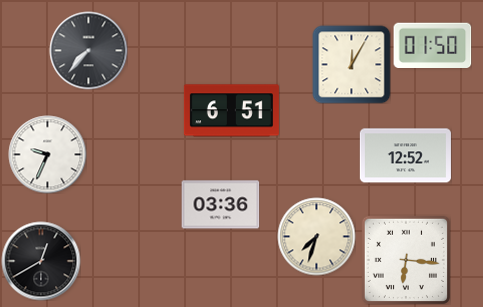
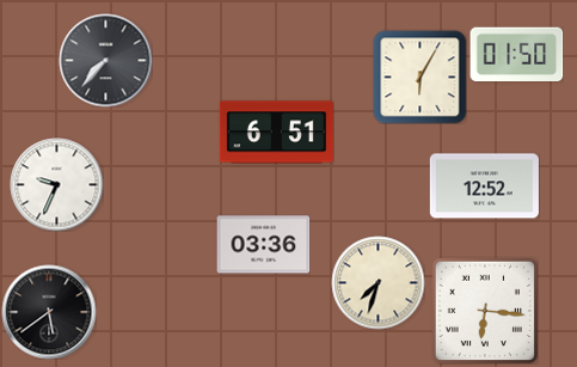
clock at (351, 64): 12:05 -> 6:05
clock at (41, 261): 12:40 -> 5:39
